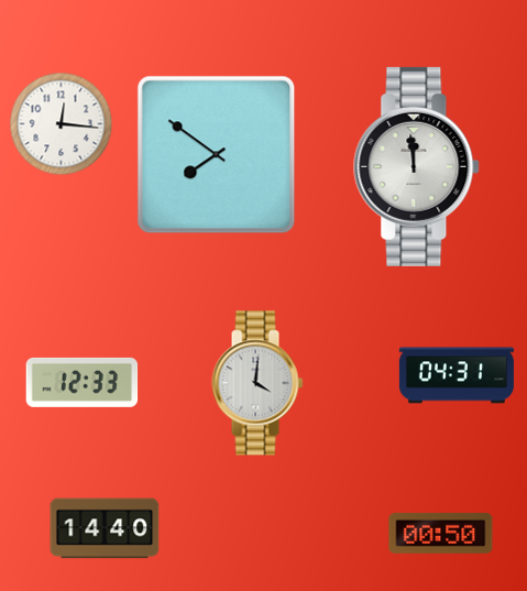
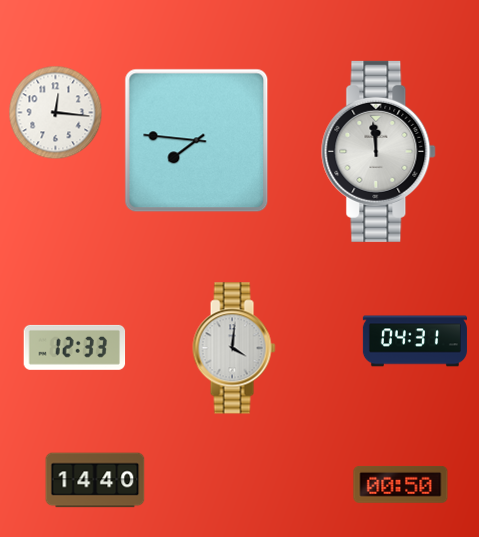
clock at (217, 155): 7:51 -> 7:46
